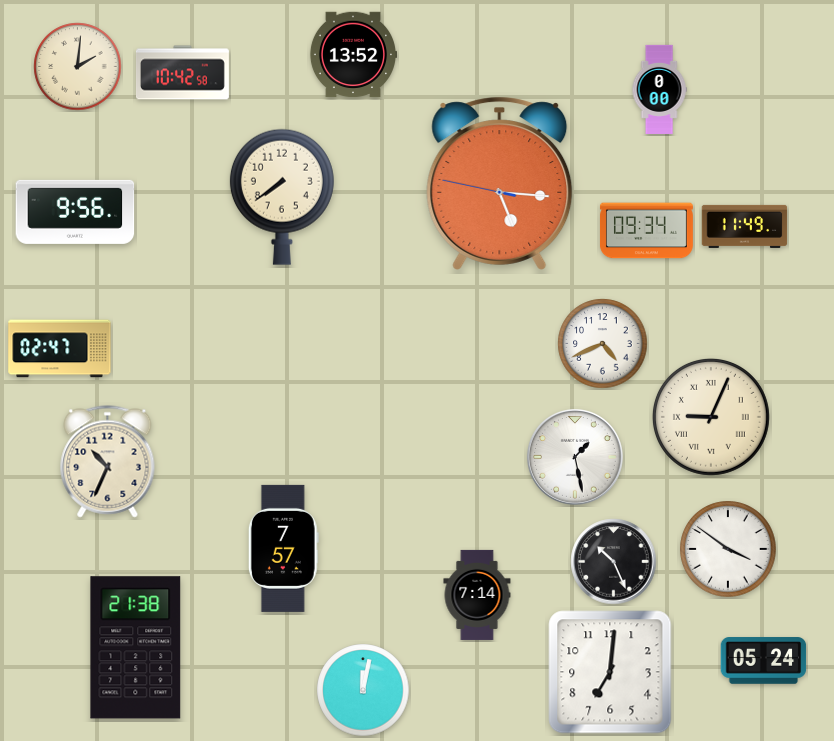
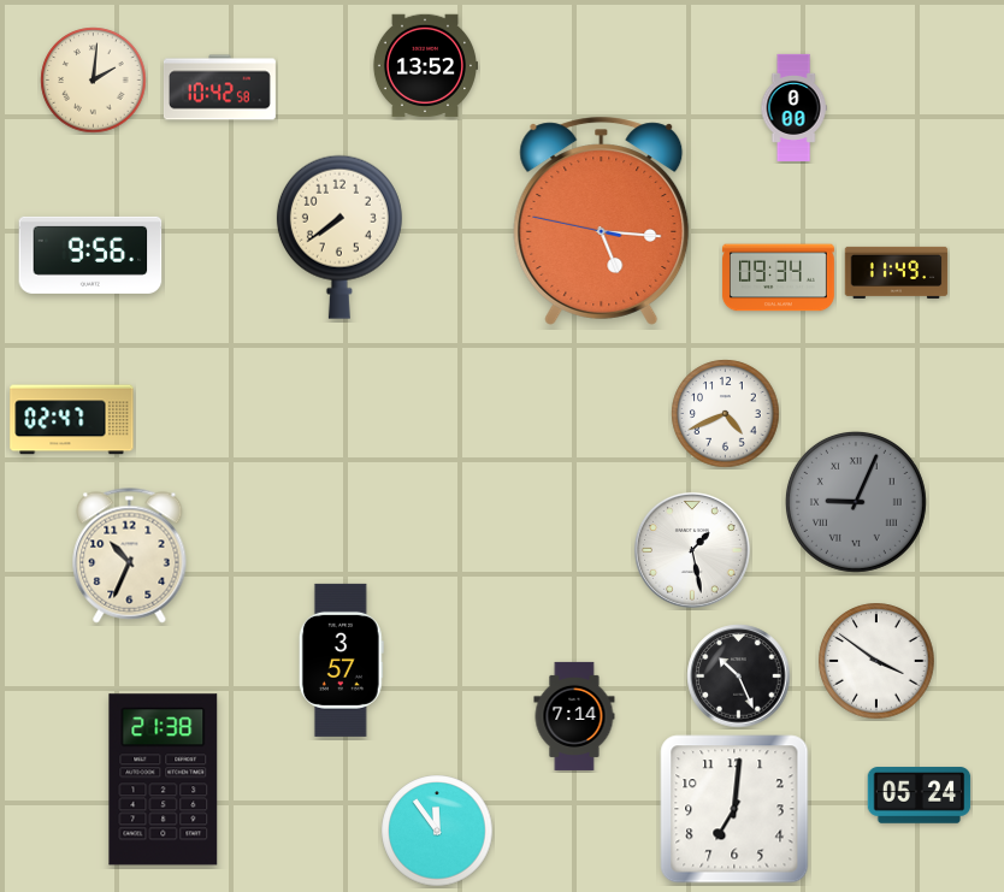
clock at (711, 417) dial: cream -> grey
clock at (283, 548): 7:57 -> 3:57
clock at (363, 690): 12:02 -> 11:54
